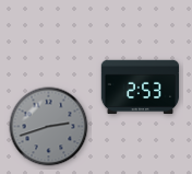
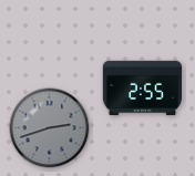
clock at (141, 88): 2:53 -> 2:55
